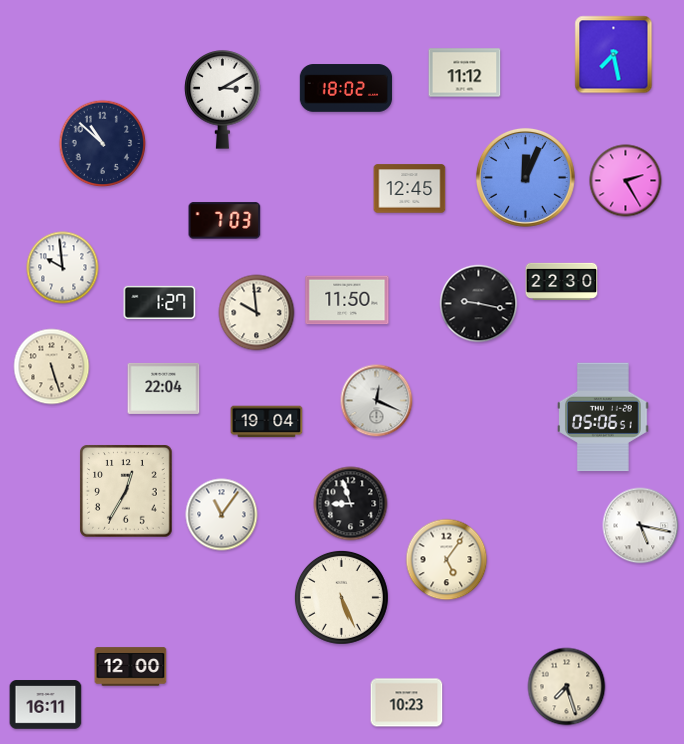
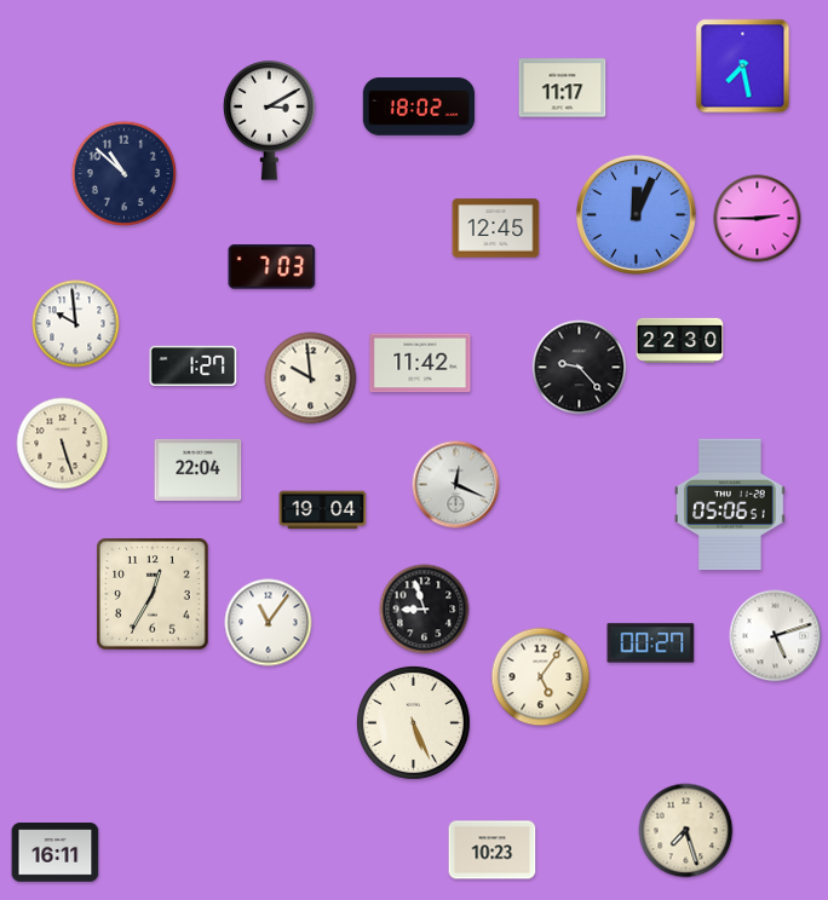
clock at (465, 73): 11:12 -> 11:17
clock at (626, 181): 2:25 -> 2:45
clock at (347, 300): 11:50 -> 11:42
clock at (479, 304): 9:17 -> 9:23
clock at (641, 526): 5:17 -> 5:12
clock at (651, 644): none -> 00:27
clock at (131, 667): 12:00 -> none
